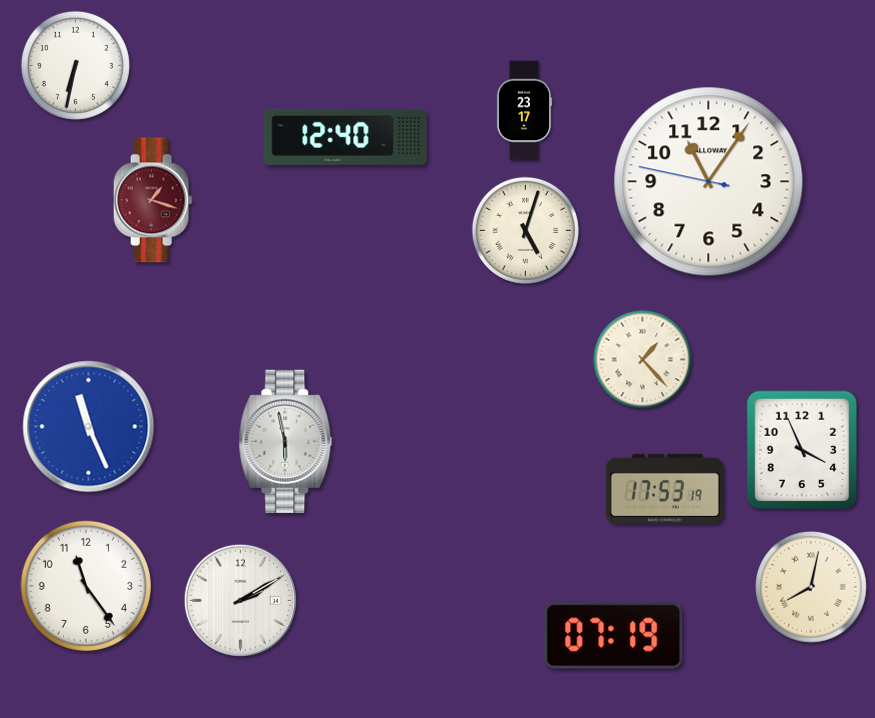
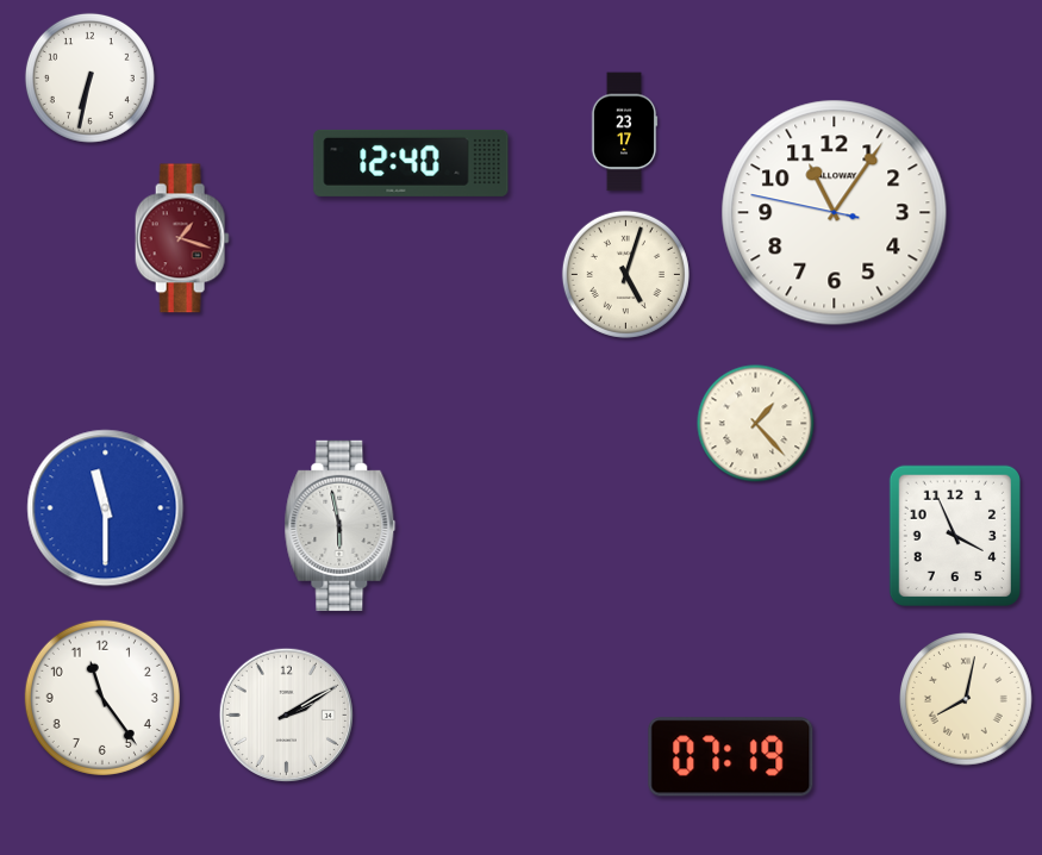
clock at (709, 182) position: (709, 182) -> (835, 213)
clock at (643, 360) position: (643, 360) -> (756, 424)
clock at (89, 427): 11:26 -> 11:30
clock at (665, 489): 17:53 -> none
